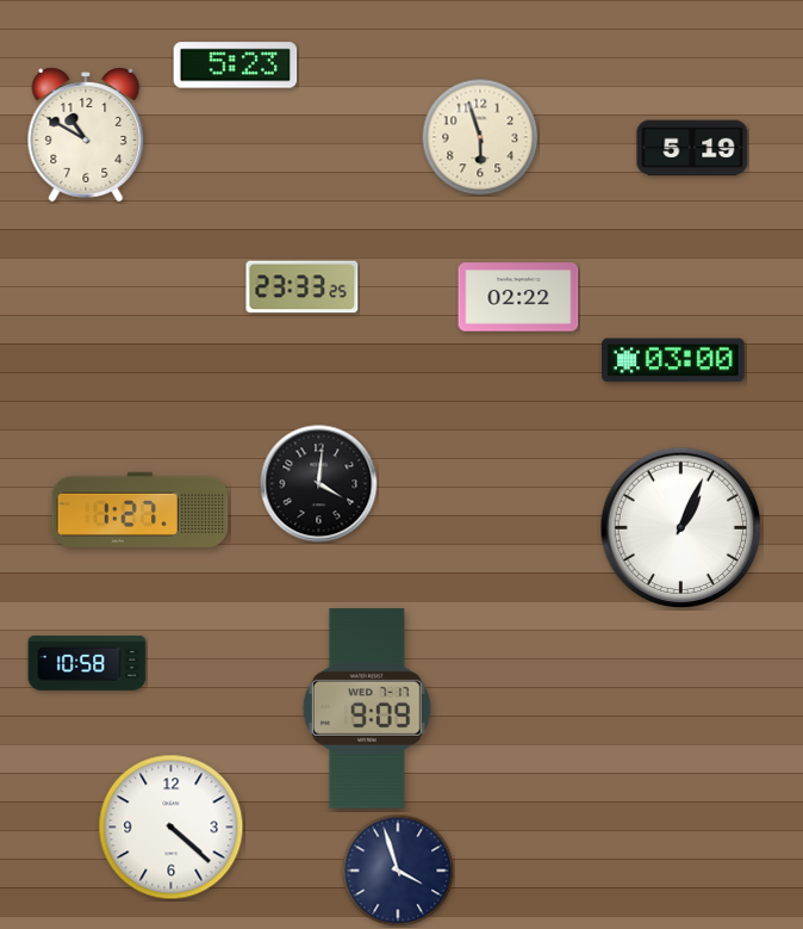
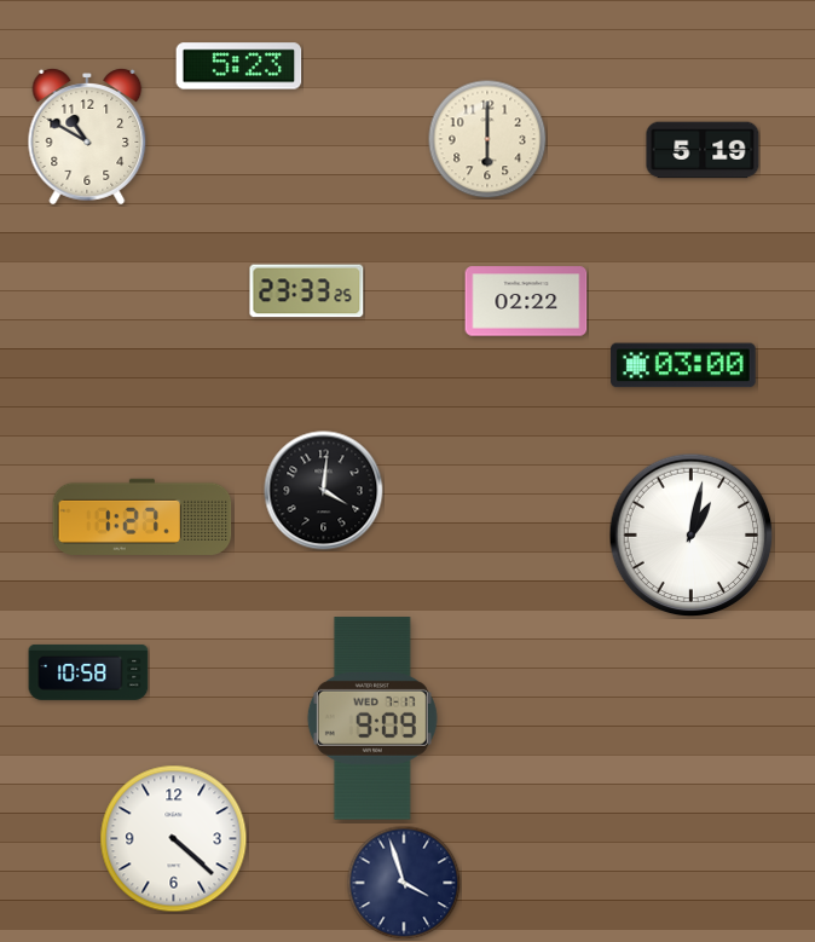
clock at (480, 137): 5:57 -> 6:00
clock at (681, 528): 1:04 -> 1:02
